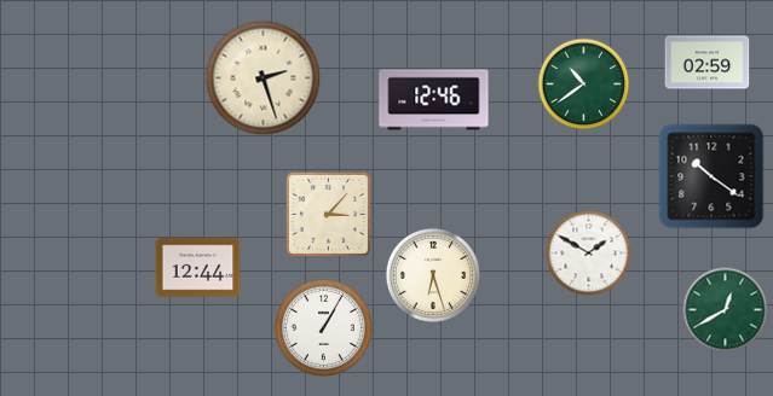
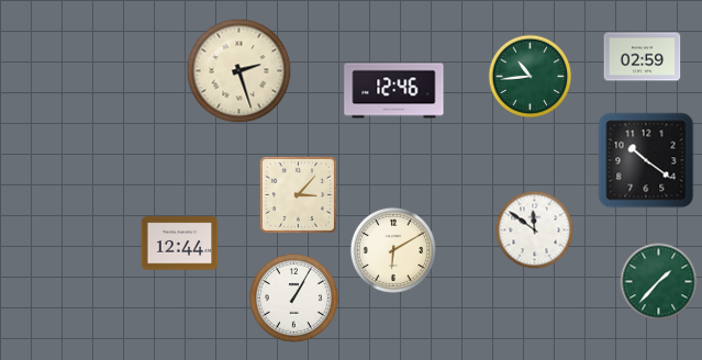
clock at (584, 85): 10:39 -> 10:44
clock at (589, 254): 1:50 -> 11:51
clock at (433, 275): 6:27 -> 6:10
clock at (726, 310): 12:40 -> 1:37
